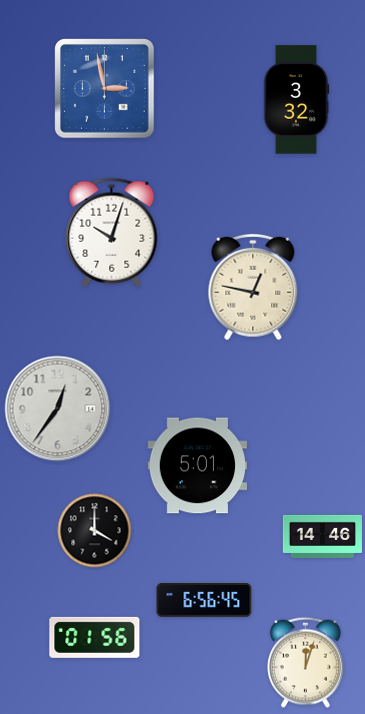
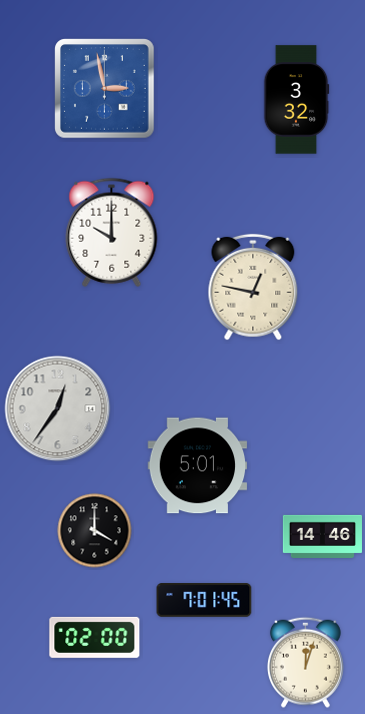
clock at (112, 232): 10:03 -> 10:00
clock at (204, 600): 6:56 -> 7:01
clock at (95, 637): 01:56 -> 02:00
